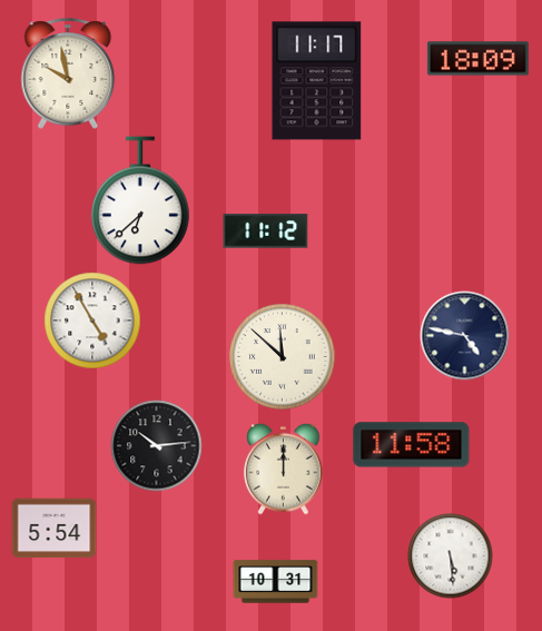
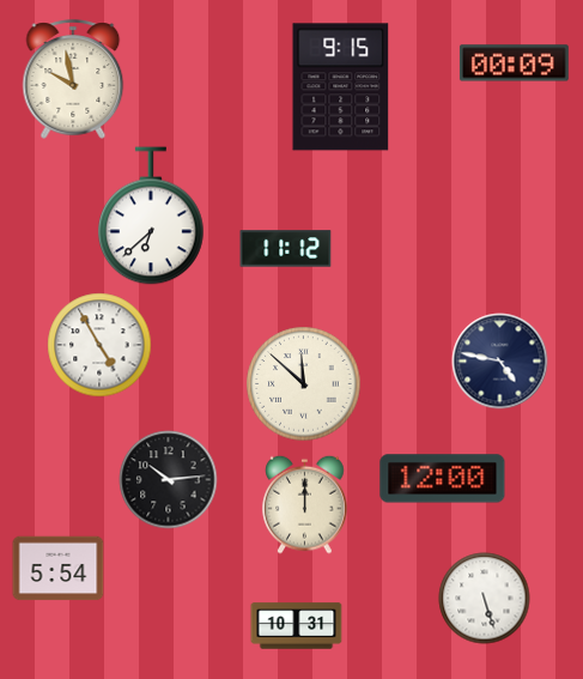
clock at (477, 59): 18:09 -> 00:09
clock at (317, 81): 11:17 -> 9:15
clock at (412, 445): 11:58 -> 12:00
clock at (451, 556): 5:29 -> 5:27
